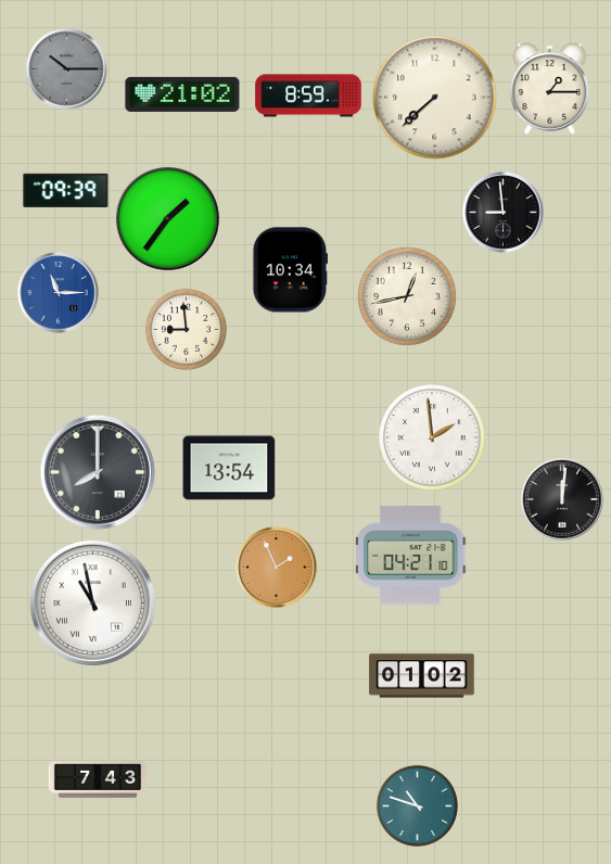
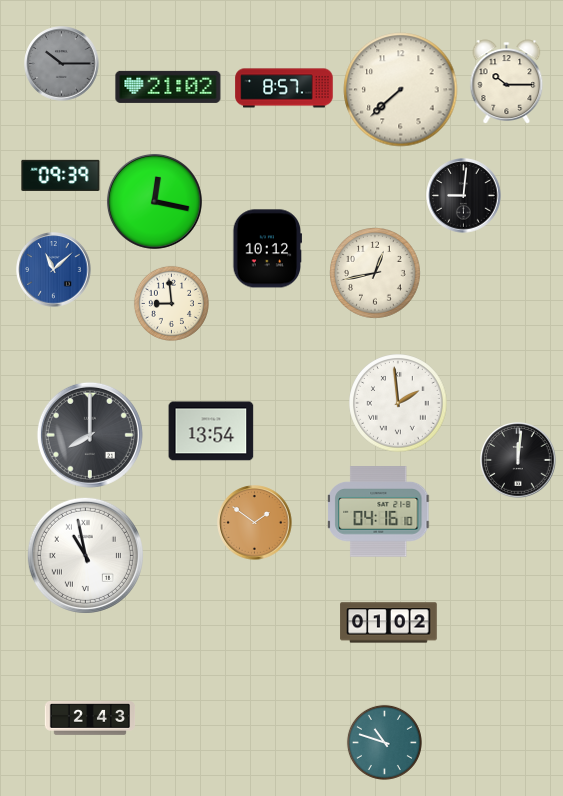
clock at (550, 89): 1:15 -> 10:15
clock at (308, 96): 8:59 -> 8:57
clock at (504, 213): 8:59 -> 9:01
clock at (167, 218): 1:36 -> 12:17
clock at (291, 270): 10:34 -> 10:12
clock at (59, 293): 11:15 -> 11:08
clock at (412, 556): 04:21 -> 04:16
clock at (277, 568): 1:56 -> 1:51
clock at (98, 780): 7:43 -> 2:43
